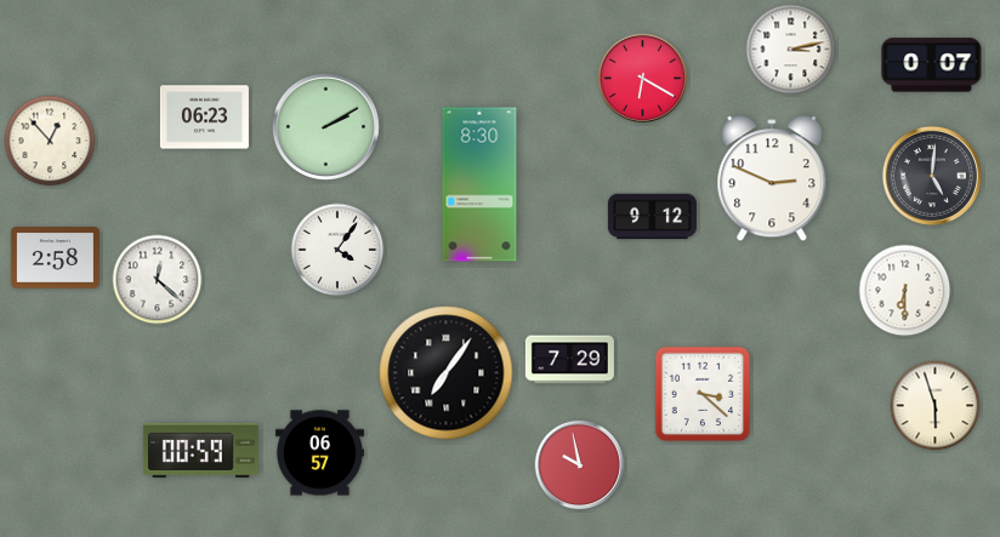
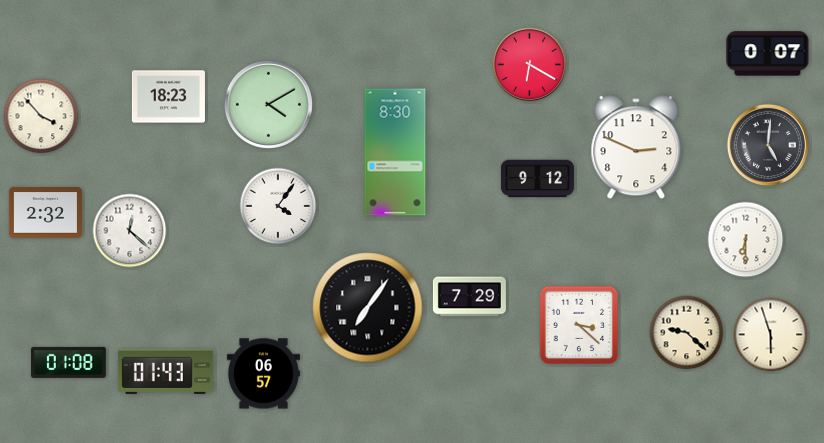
clock at (791, 50): 3:13 -> none
clock at (204, 118): 06:23 -> 18:23
clock at (325, 126): 2:10 -> 4:10
clock at (50, 141): 12:53 -> 3:53
clock at (55, 258): 2:58 -> 2:32
clock at (687, 333): none -> 9:22
clock at (68, 362): none -> 01:08
clock at (200, 450): 00:59 -> 01:43
clock at (580, 465): 9:58 -> none
